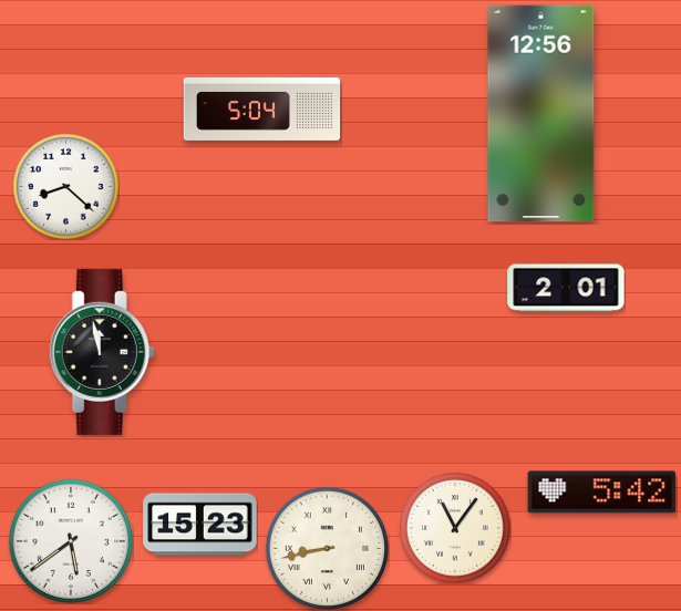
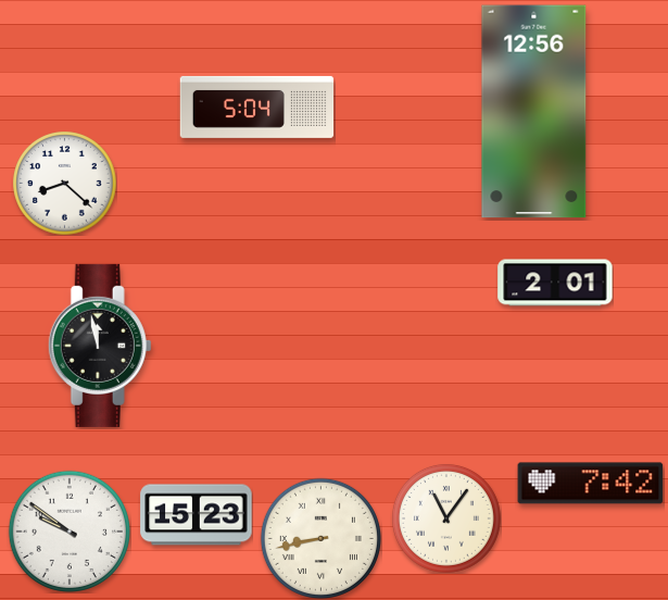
clock at (541, 114) position: (541, 114) -> (534, 112)
clock at (602, 493): 5:42 -> 7:42
clock at (70, 540): 5:39 -> 9:51
